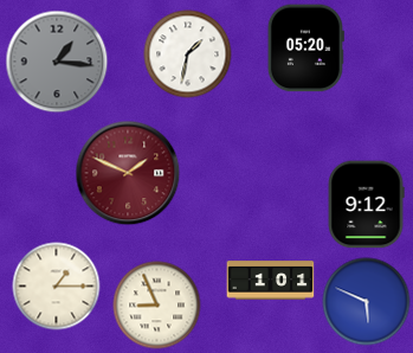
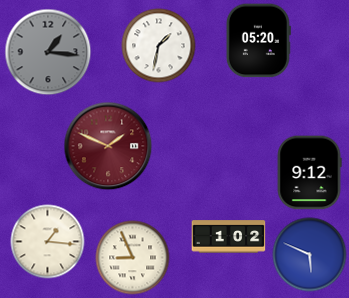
clock at (271, 281): 1:01 -> 1:02
clock at (57, 287): 1:15 -> 1:16
